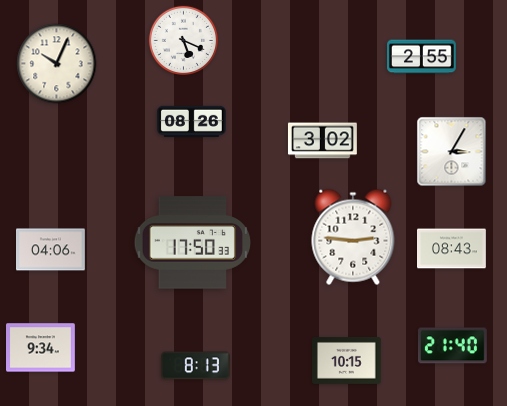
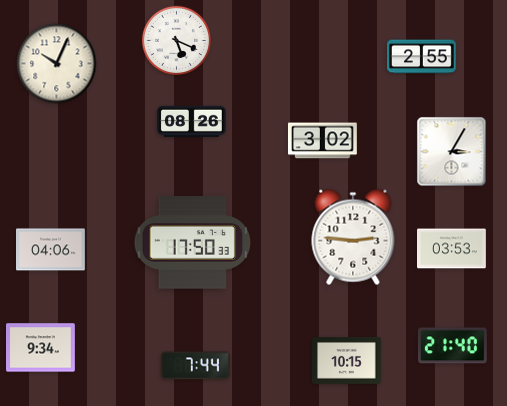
clock at (183, 40) position: (183, 40) -> (176, 40)
clock at (452, 249): 08:43 -> 03:53
clock at (196, 366): 8:13 -> 7:44
